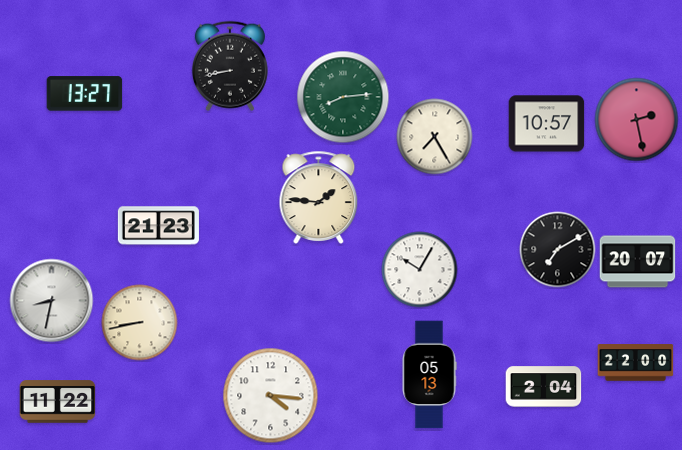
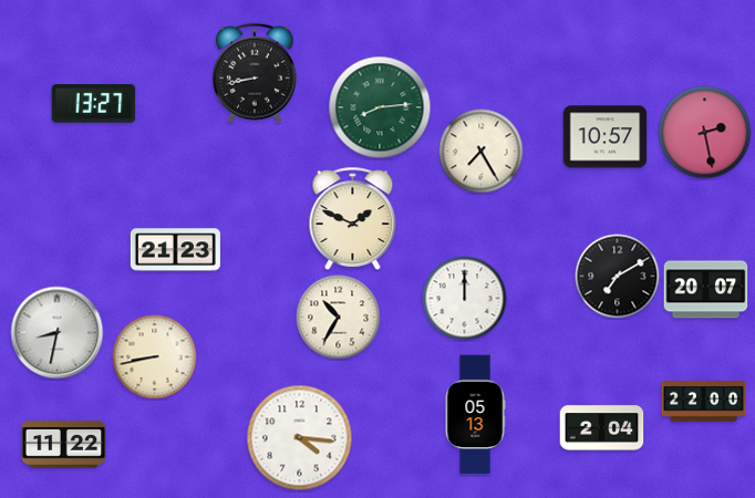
clock at (319, 197): 1:46 -> 1:49
clock at (420, 270): 10:05 -> 12:00
clock at (339, 318): none -> 10:35
